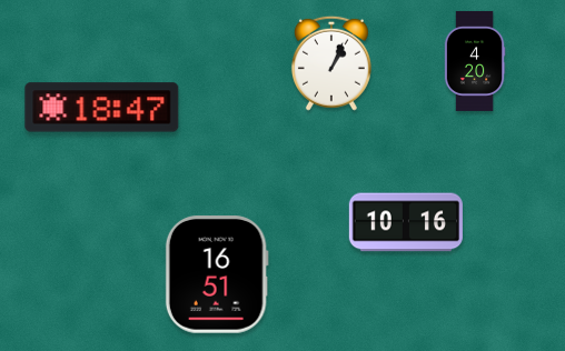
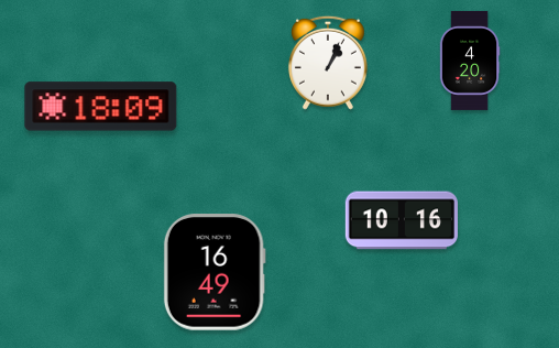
clock at (102, 108): 18:47 -> 18:09
clock at (217, 274): 16:51 -> 16:49
